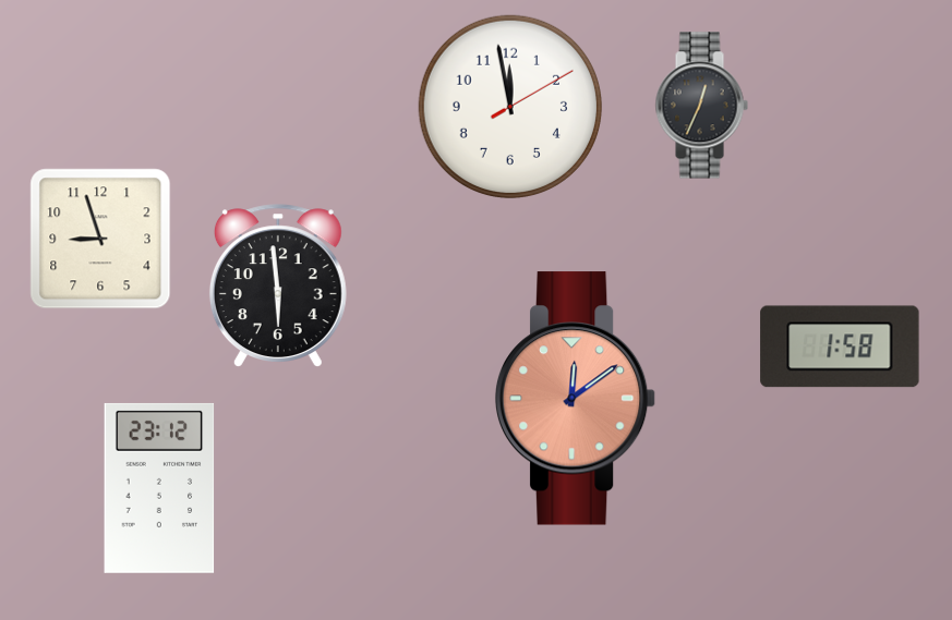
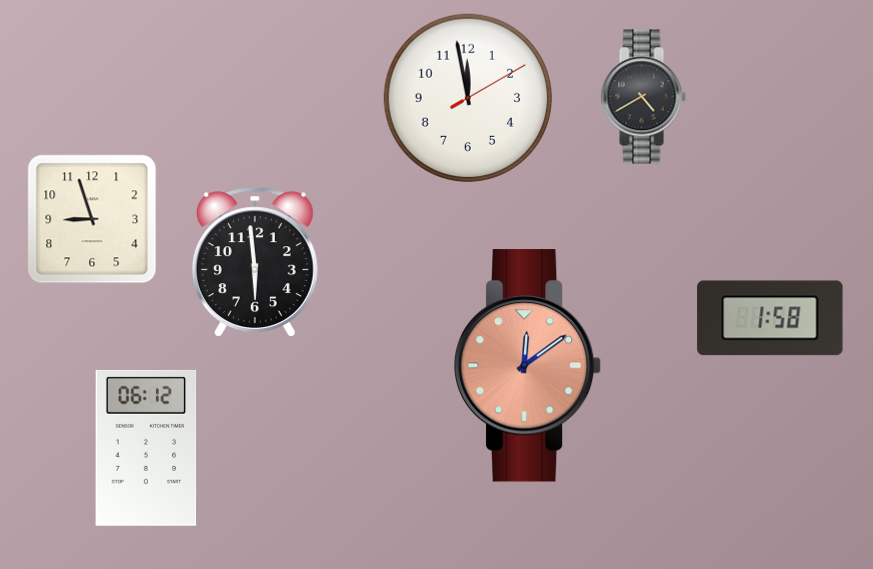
clock at (701, 106): 12:34 -> 4:40
clock at (159, 488): 23:12 -> 06:12
